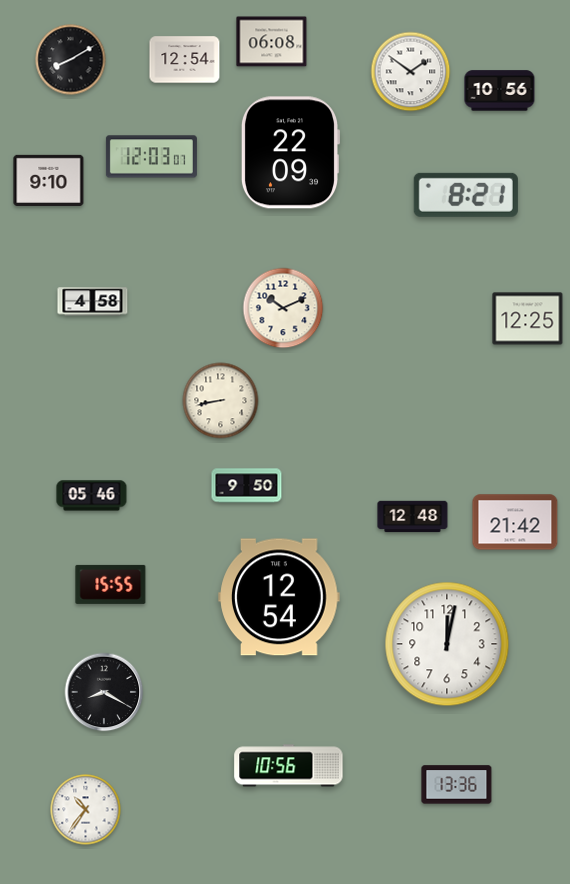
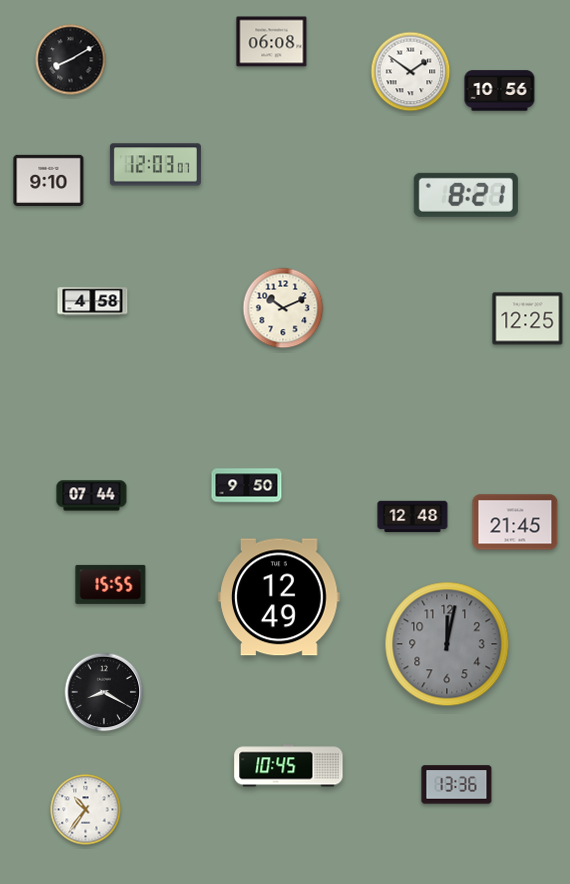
clock at (185, 60): 12:54 -> none
clock at (289, 153): 22:09 -> none
clock at (151, 157) position: (151, 157) -> (155, 165)
clock at (221, 401): 8:43 -> none
clock at (92, 496): 05:46 -> 07:44
clock at (515, 522): 21:42 -> 21:45
clock at (279, 597): 12:54 -> 12:49
clock at (447, 644) dial: white -> grey
clock at (289, 766): 10:56 -> 10:45
